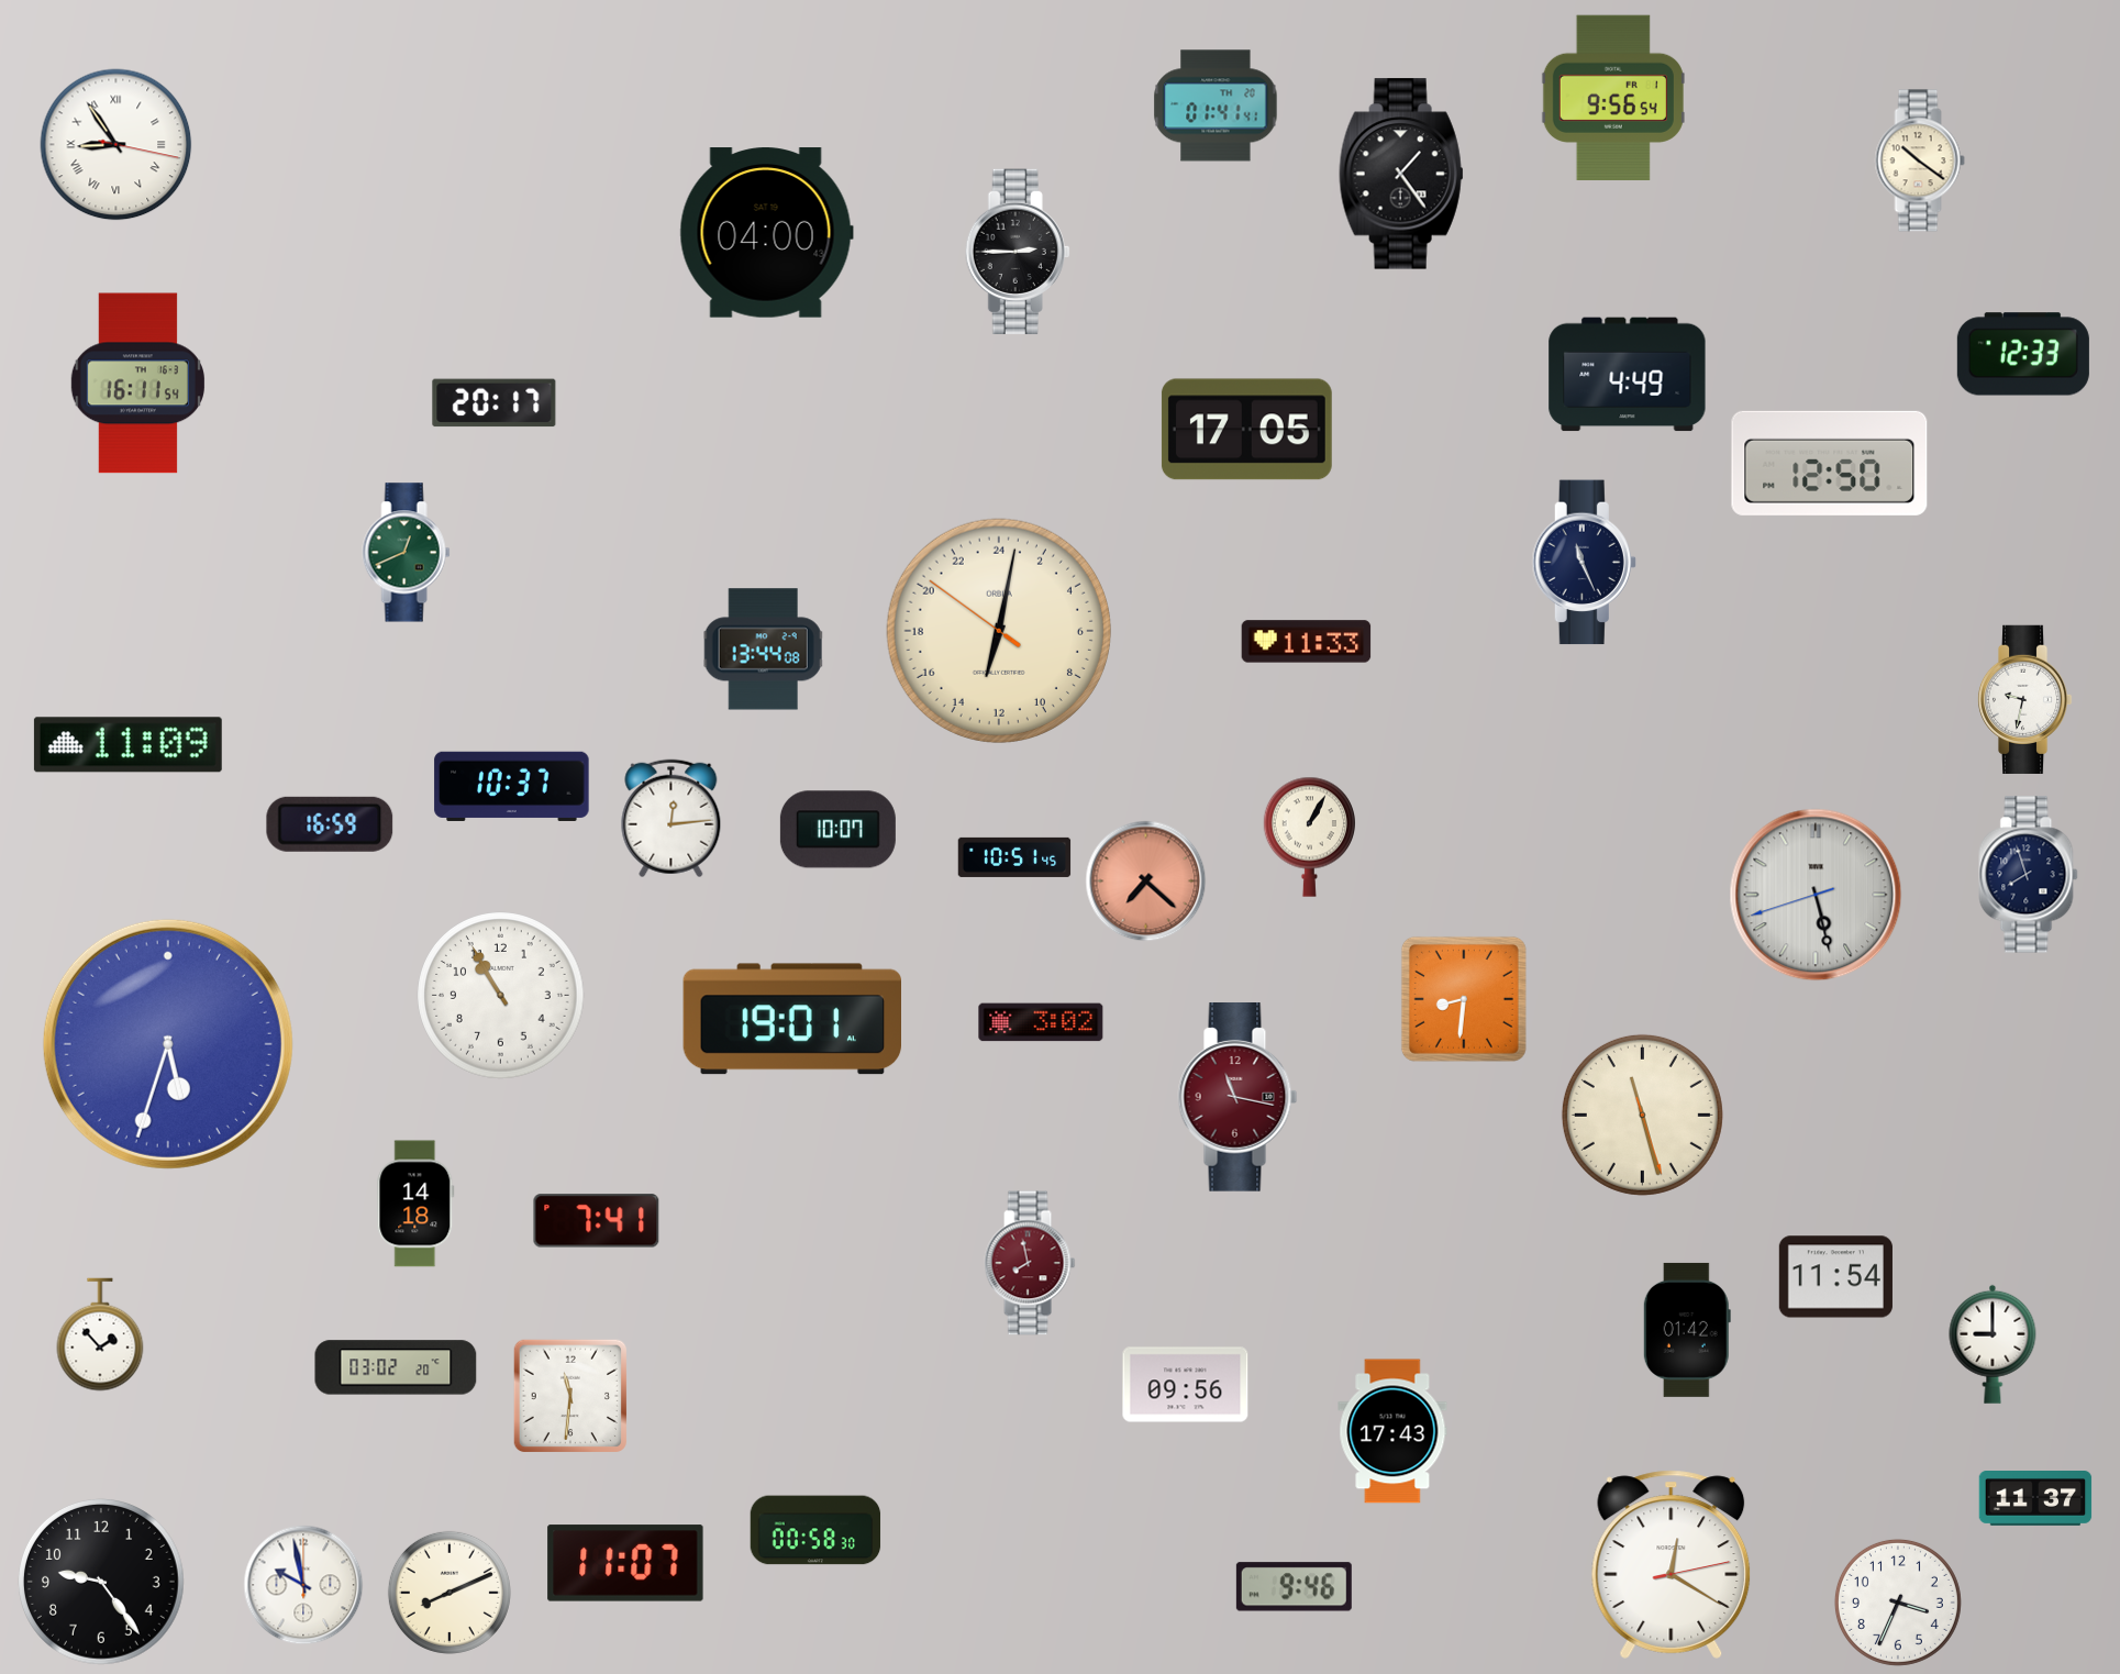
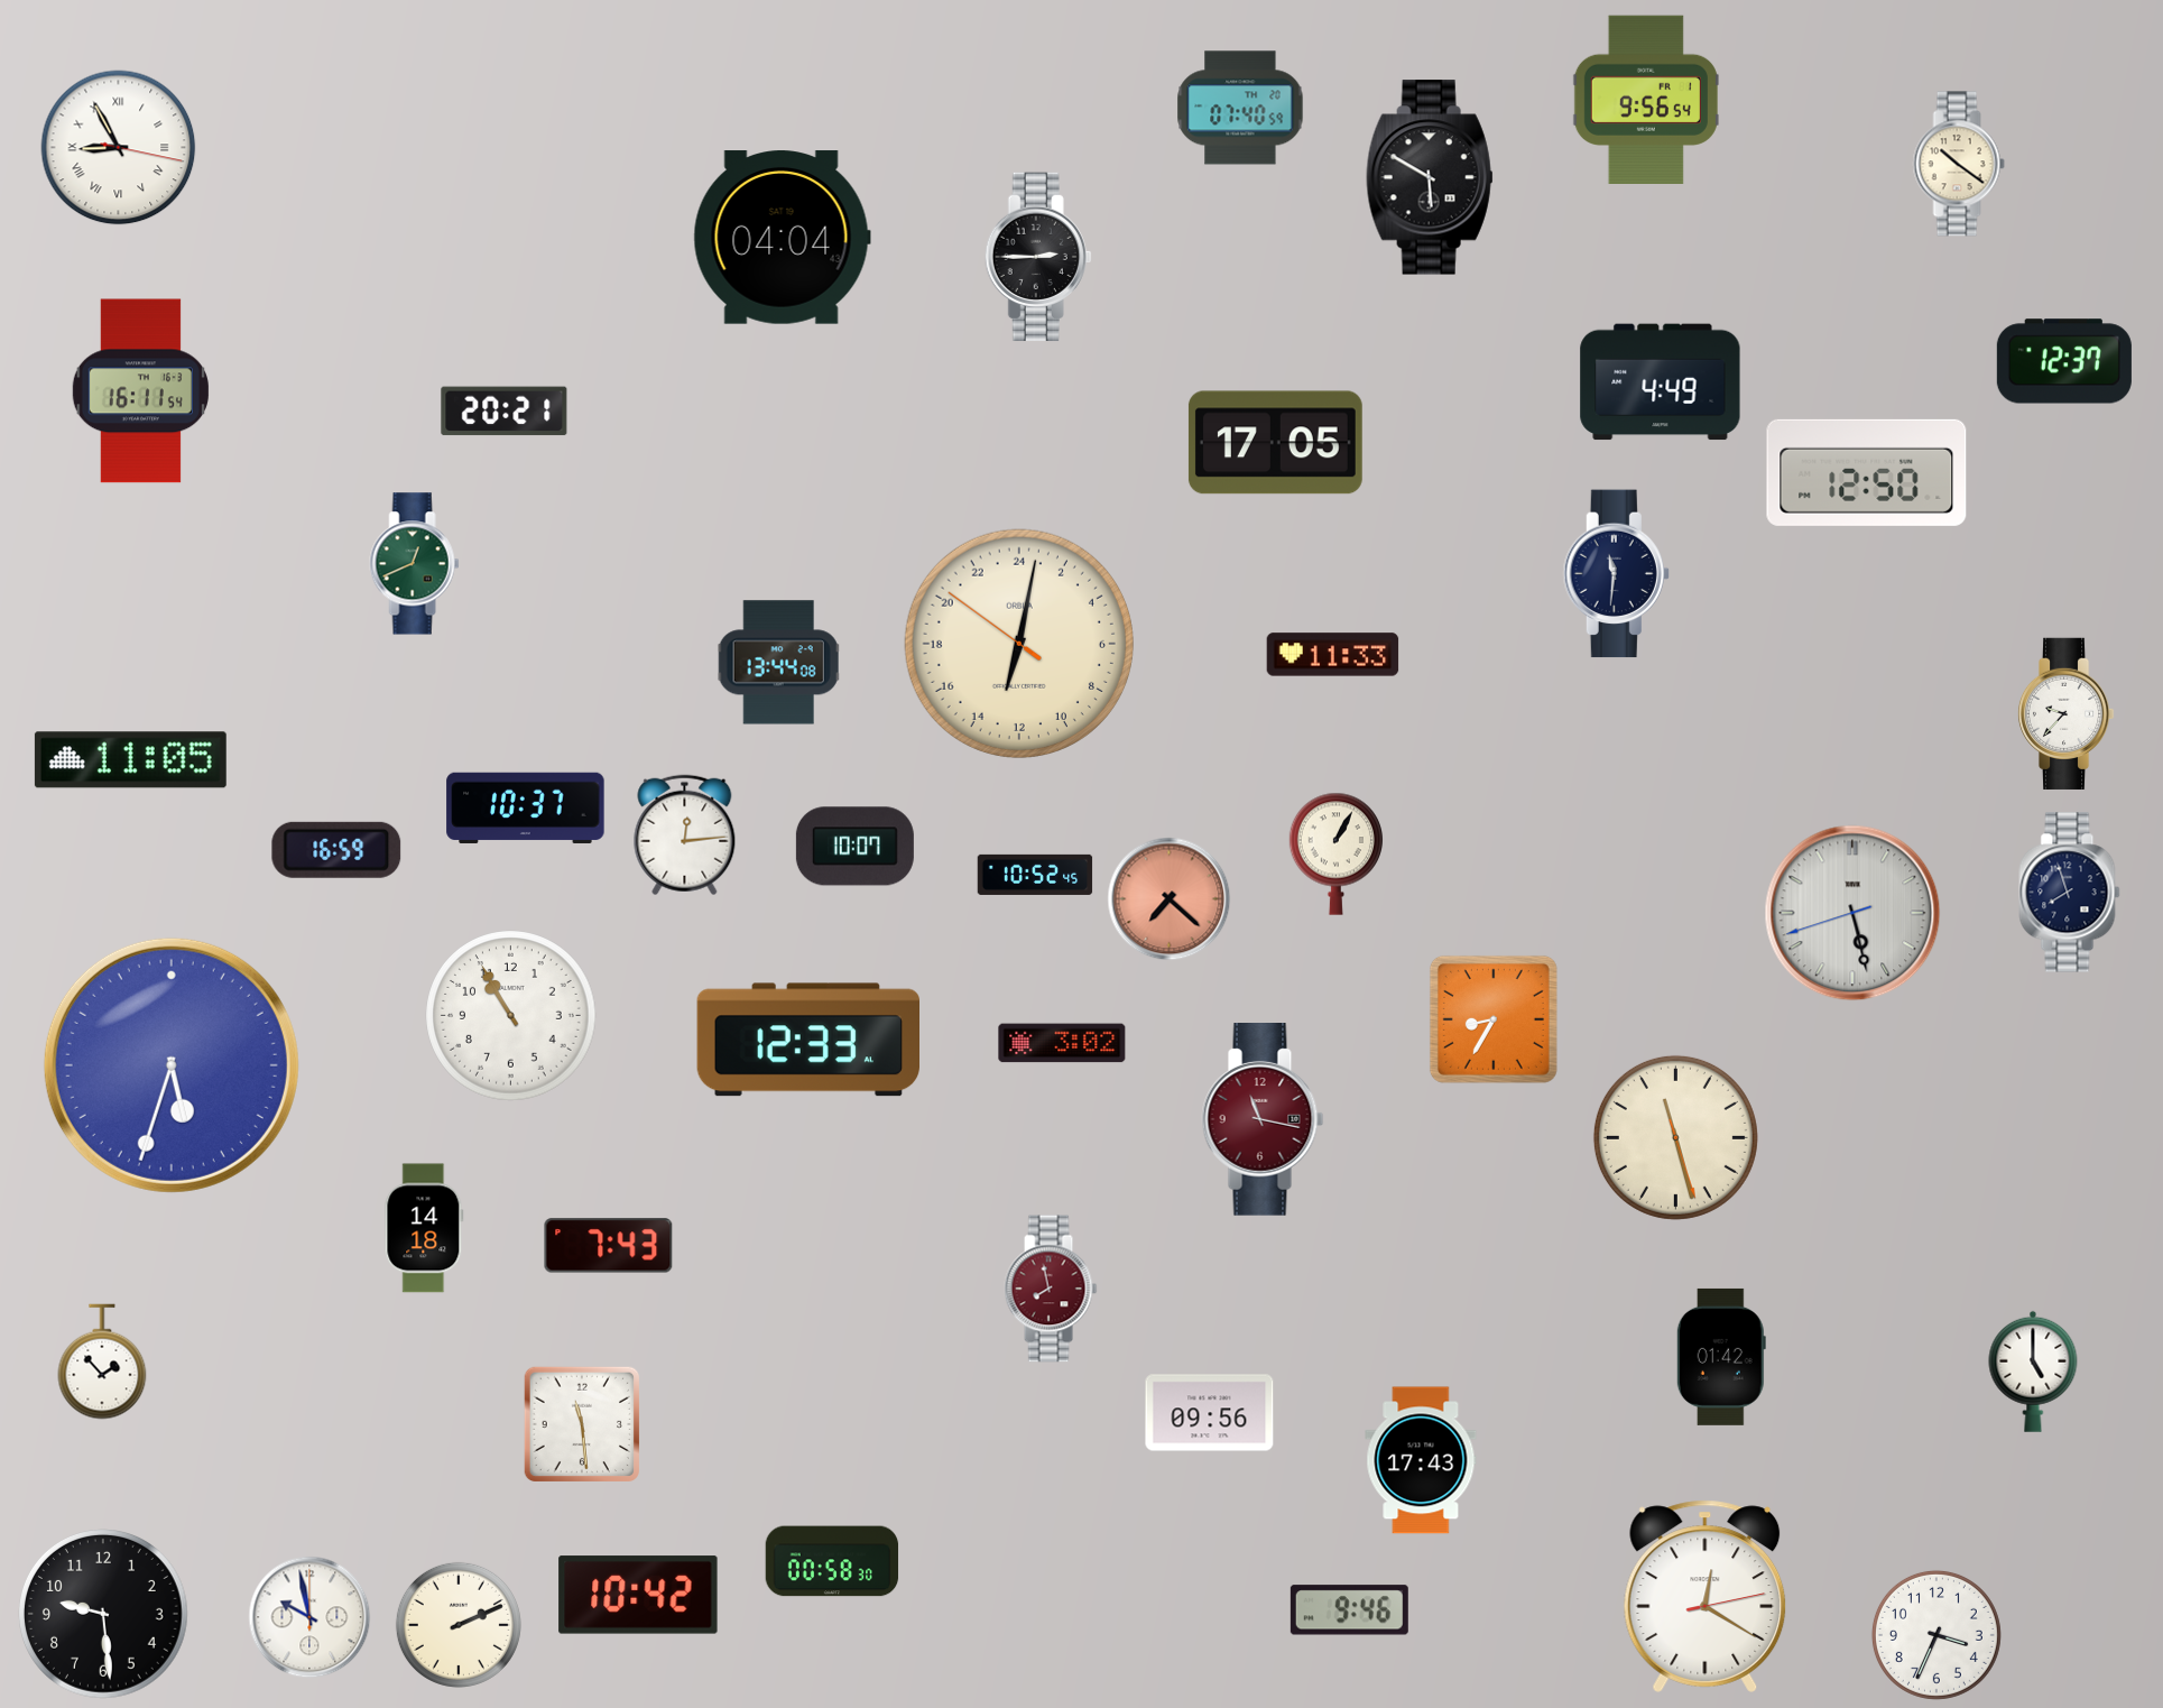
clock at (1216, 106): 01:41 -> 07:40
clock at (116, 145): 8:54 -> 8:55
clock at (1401, 174): 1:24 -> 5:50
clock at (766, 233): 04:00 -> 04:04
clock at (2023, 354): 12:33 -> 12:37
clock at (495, 403): 20:17 -> 20:21
clock at (1246, 430) position: (1246, 430) -> (1275, 443)
clock at (1584, 563): 11:26 -> 11:31
clock at (2024, 699): 9:32 -> 9:37
clock at (127, 745): 11:09 -> 11:05
clock at (512, 786) position: (512, 786) -> (526, 807)
clock at (330, 824) position: (330, 824) -> (336, 850)
clock at (1014, 857): 10:51 -> 10:52
clock at (1464, 999): 8:31 -> 8:35
clock at (791, 1019): 19:01 -> 12:33
clock at (597, 1221): 7:41 -> 7:43
clock at (1835, 1277): 11:54 -> none
clock at (1993, 1344): 9:00 -> 5:00
clock at (396, 1367): 03:02 -> none
clock at (570, 1396): 11:31 -> 11:29
clock at (2035, 1499): 11:37 -> none
clock at (625, 1563): 11:07 -> 10:42
clock at (102, 1583): 9:24 -> 9:29
clock at (1294, 1587) position: (1294, 1587) -> (1349, 1610)
clock at (449, 1593): 8:11 -> 2:11
